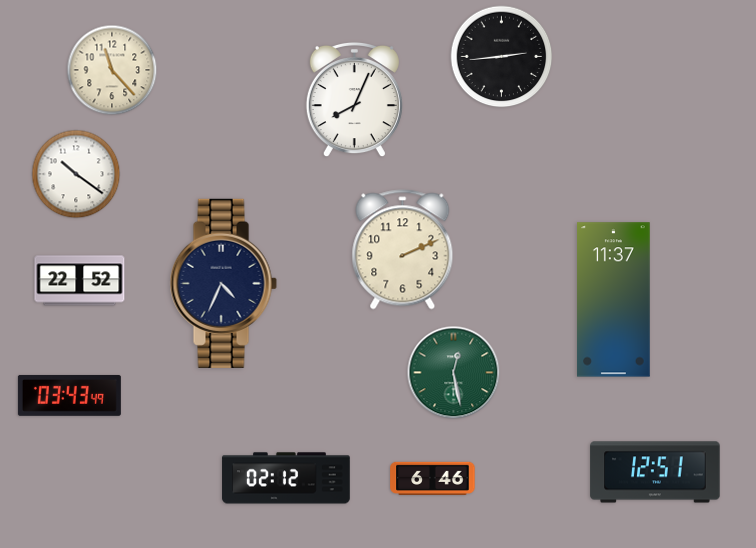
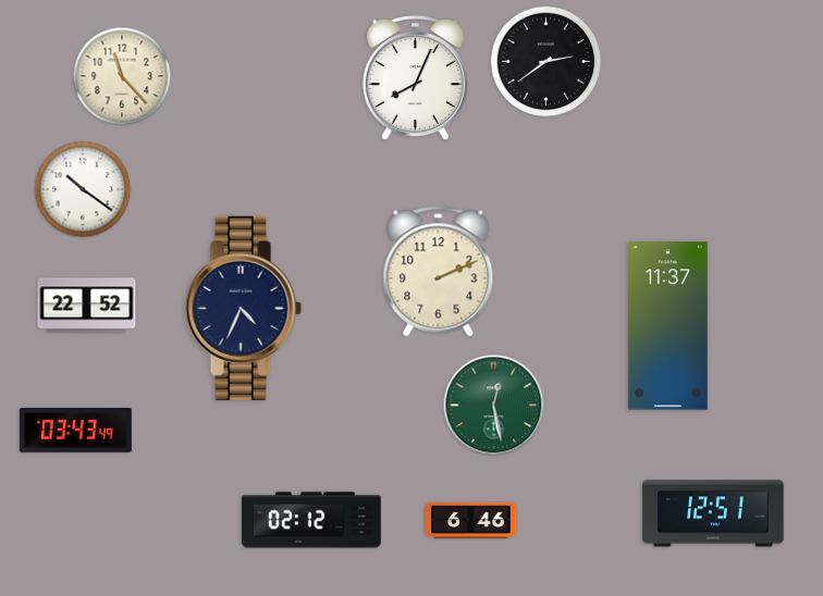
clock at (502, 57): 2:44 -> 2:39
clock at (354, 100) position: (354, 100) -> (415, 78)
